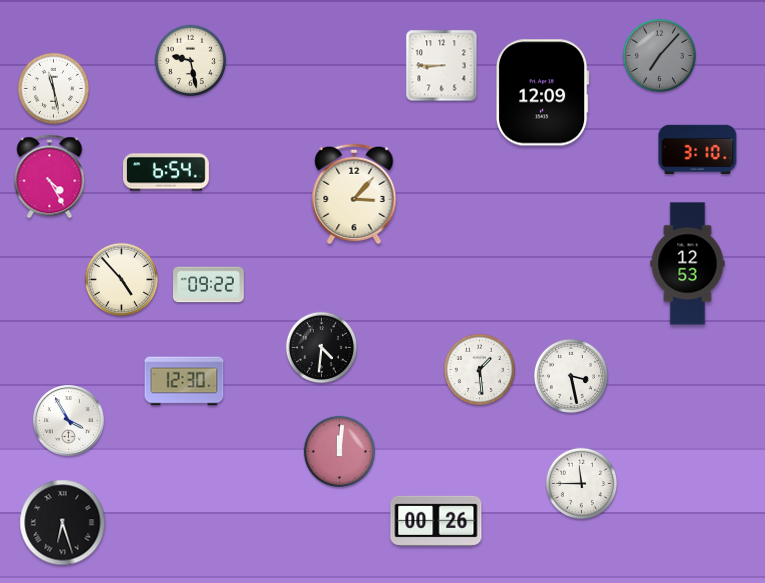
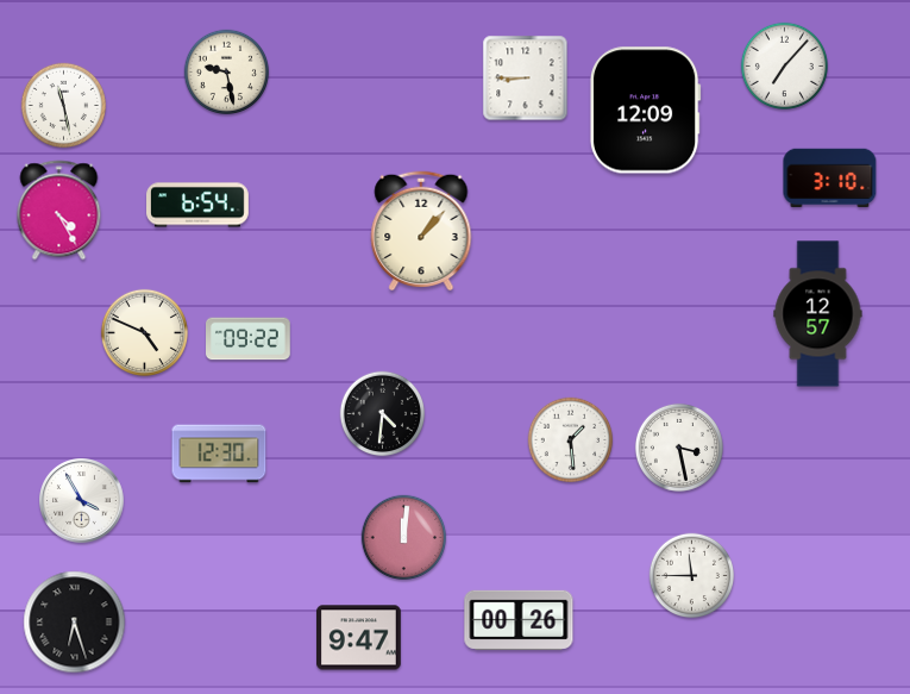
clock at (659, 55) dial: grey -> white
clock at (354, 194): 3:07 -> 1:07
clock at (688, 264): 12:53 -> 12:57
clock at (121, 279): 4:53 -> 4:49
clock at (359, 638): none -> 9:47
